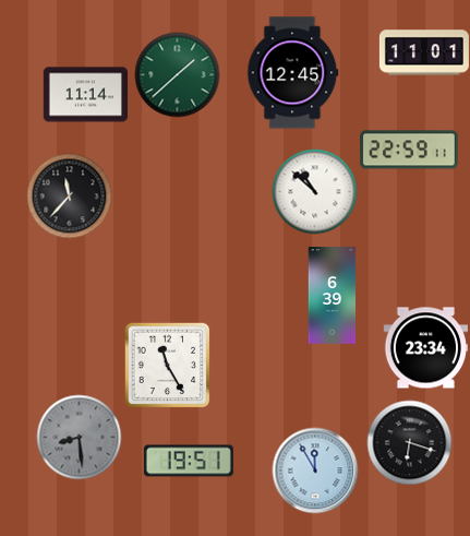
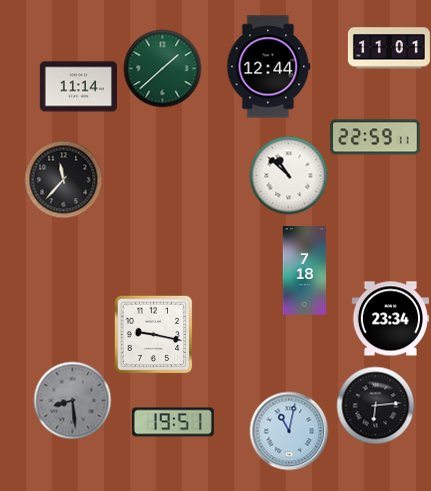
clock at (293, 73): 12:45 -> 12:44
clock at (333, 296): 6:39 -> 7:18
clock at (167, 365): 11:25 -> 9:17
clock at (409, 442): 6:18 -> 6:14
clock at (315, 471): 11:55 -> 11:02
